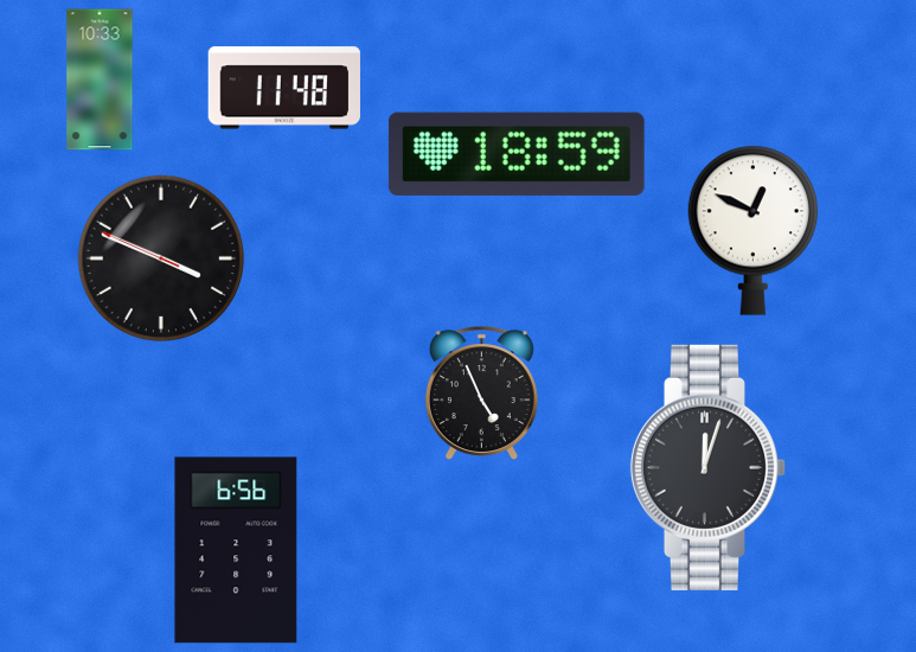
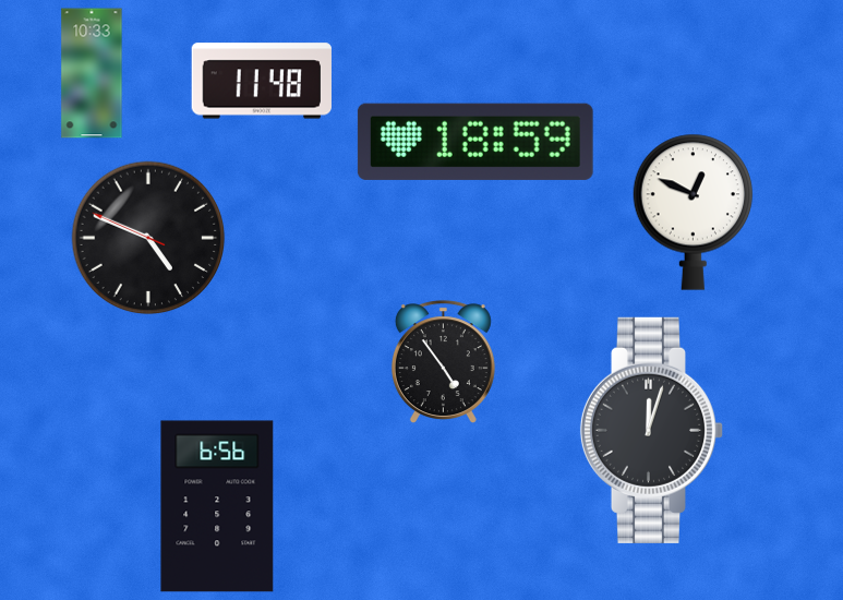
clock at (161, 258): 3:48 -> 4:48
clock at (481, 392): 4:56 -> 4:54
